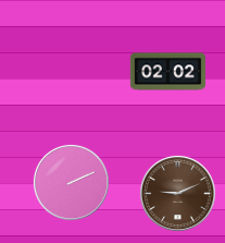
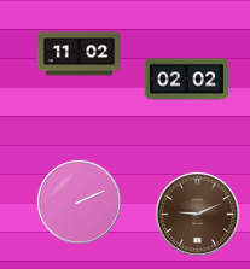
clock at (79, 54): none -> 11:02
